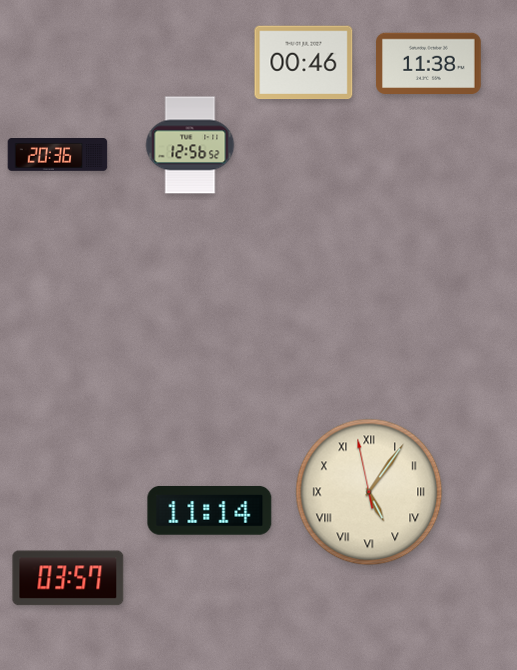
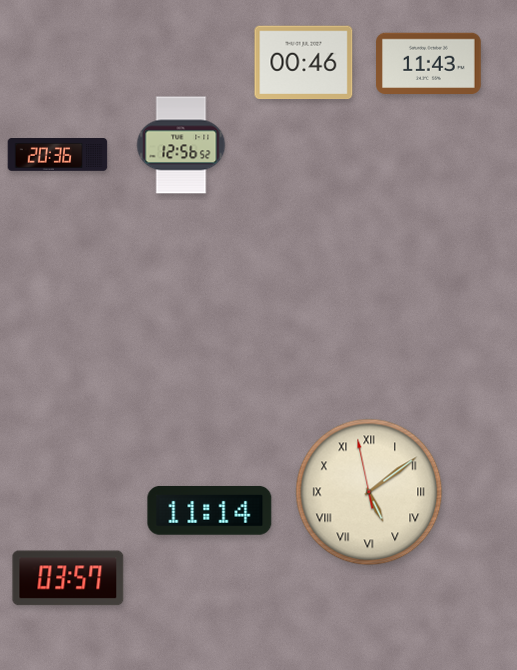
clock at (429, 64): 11:38 -> 11:43
clock at (190, 145) position: (190, 145) -> (181, 145)
clock at (369, 492): 5:05 -> 5:08
